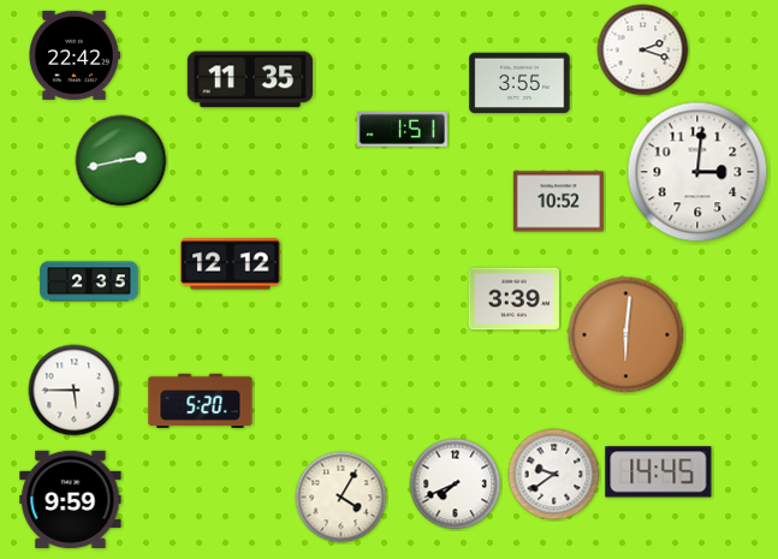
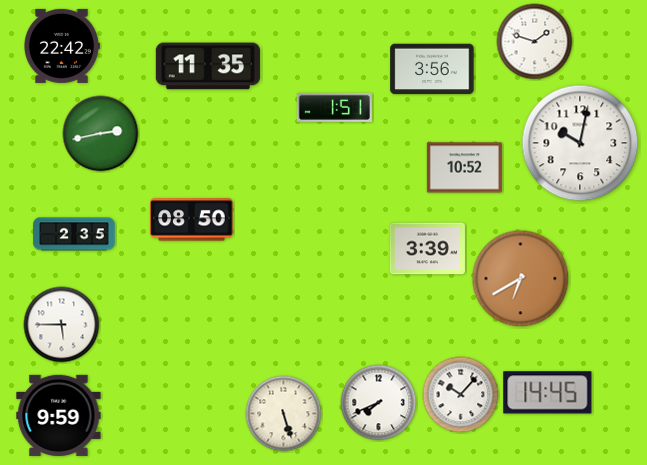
clock at (643, 50): 2:18 -> 1:48
clock at (519, 83): 3:55 -> 3:56
clock at (697, 172): 3:01 -> 10:02
clock at (231, 264): 12:12 -> 08:50
clock at (626, 335): 6:01 -> 6:40
clock at (201, 402): 5:20 -> none
clock at (554, 475): 9:39 -> 10:07
clock at (342, 498): 4:05 -> 5:27
